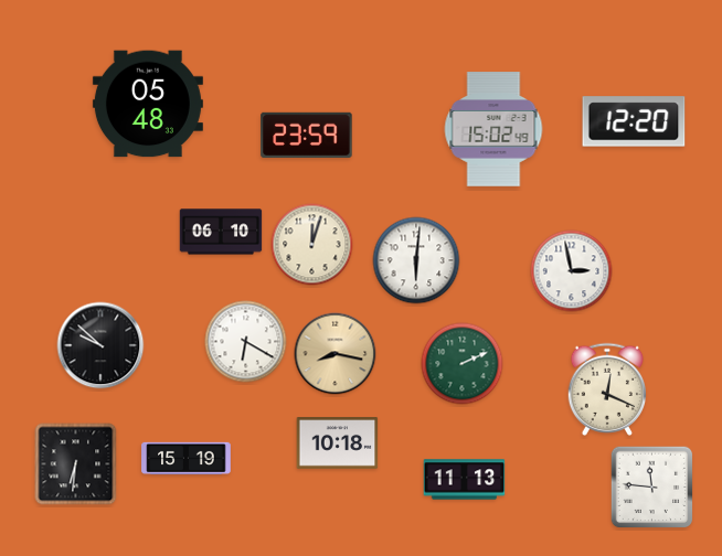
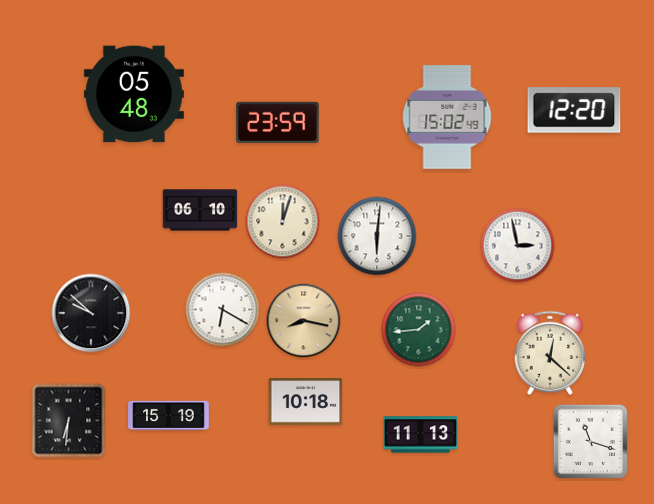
clock at (463, 364): 2:11 -> 1:44
clock at (606, 389): 12:19 -> 12:22
clock at (652, 488): 11:46 -> 11:18
